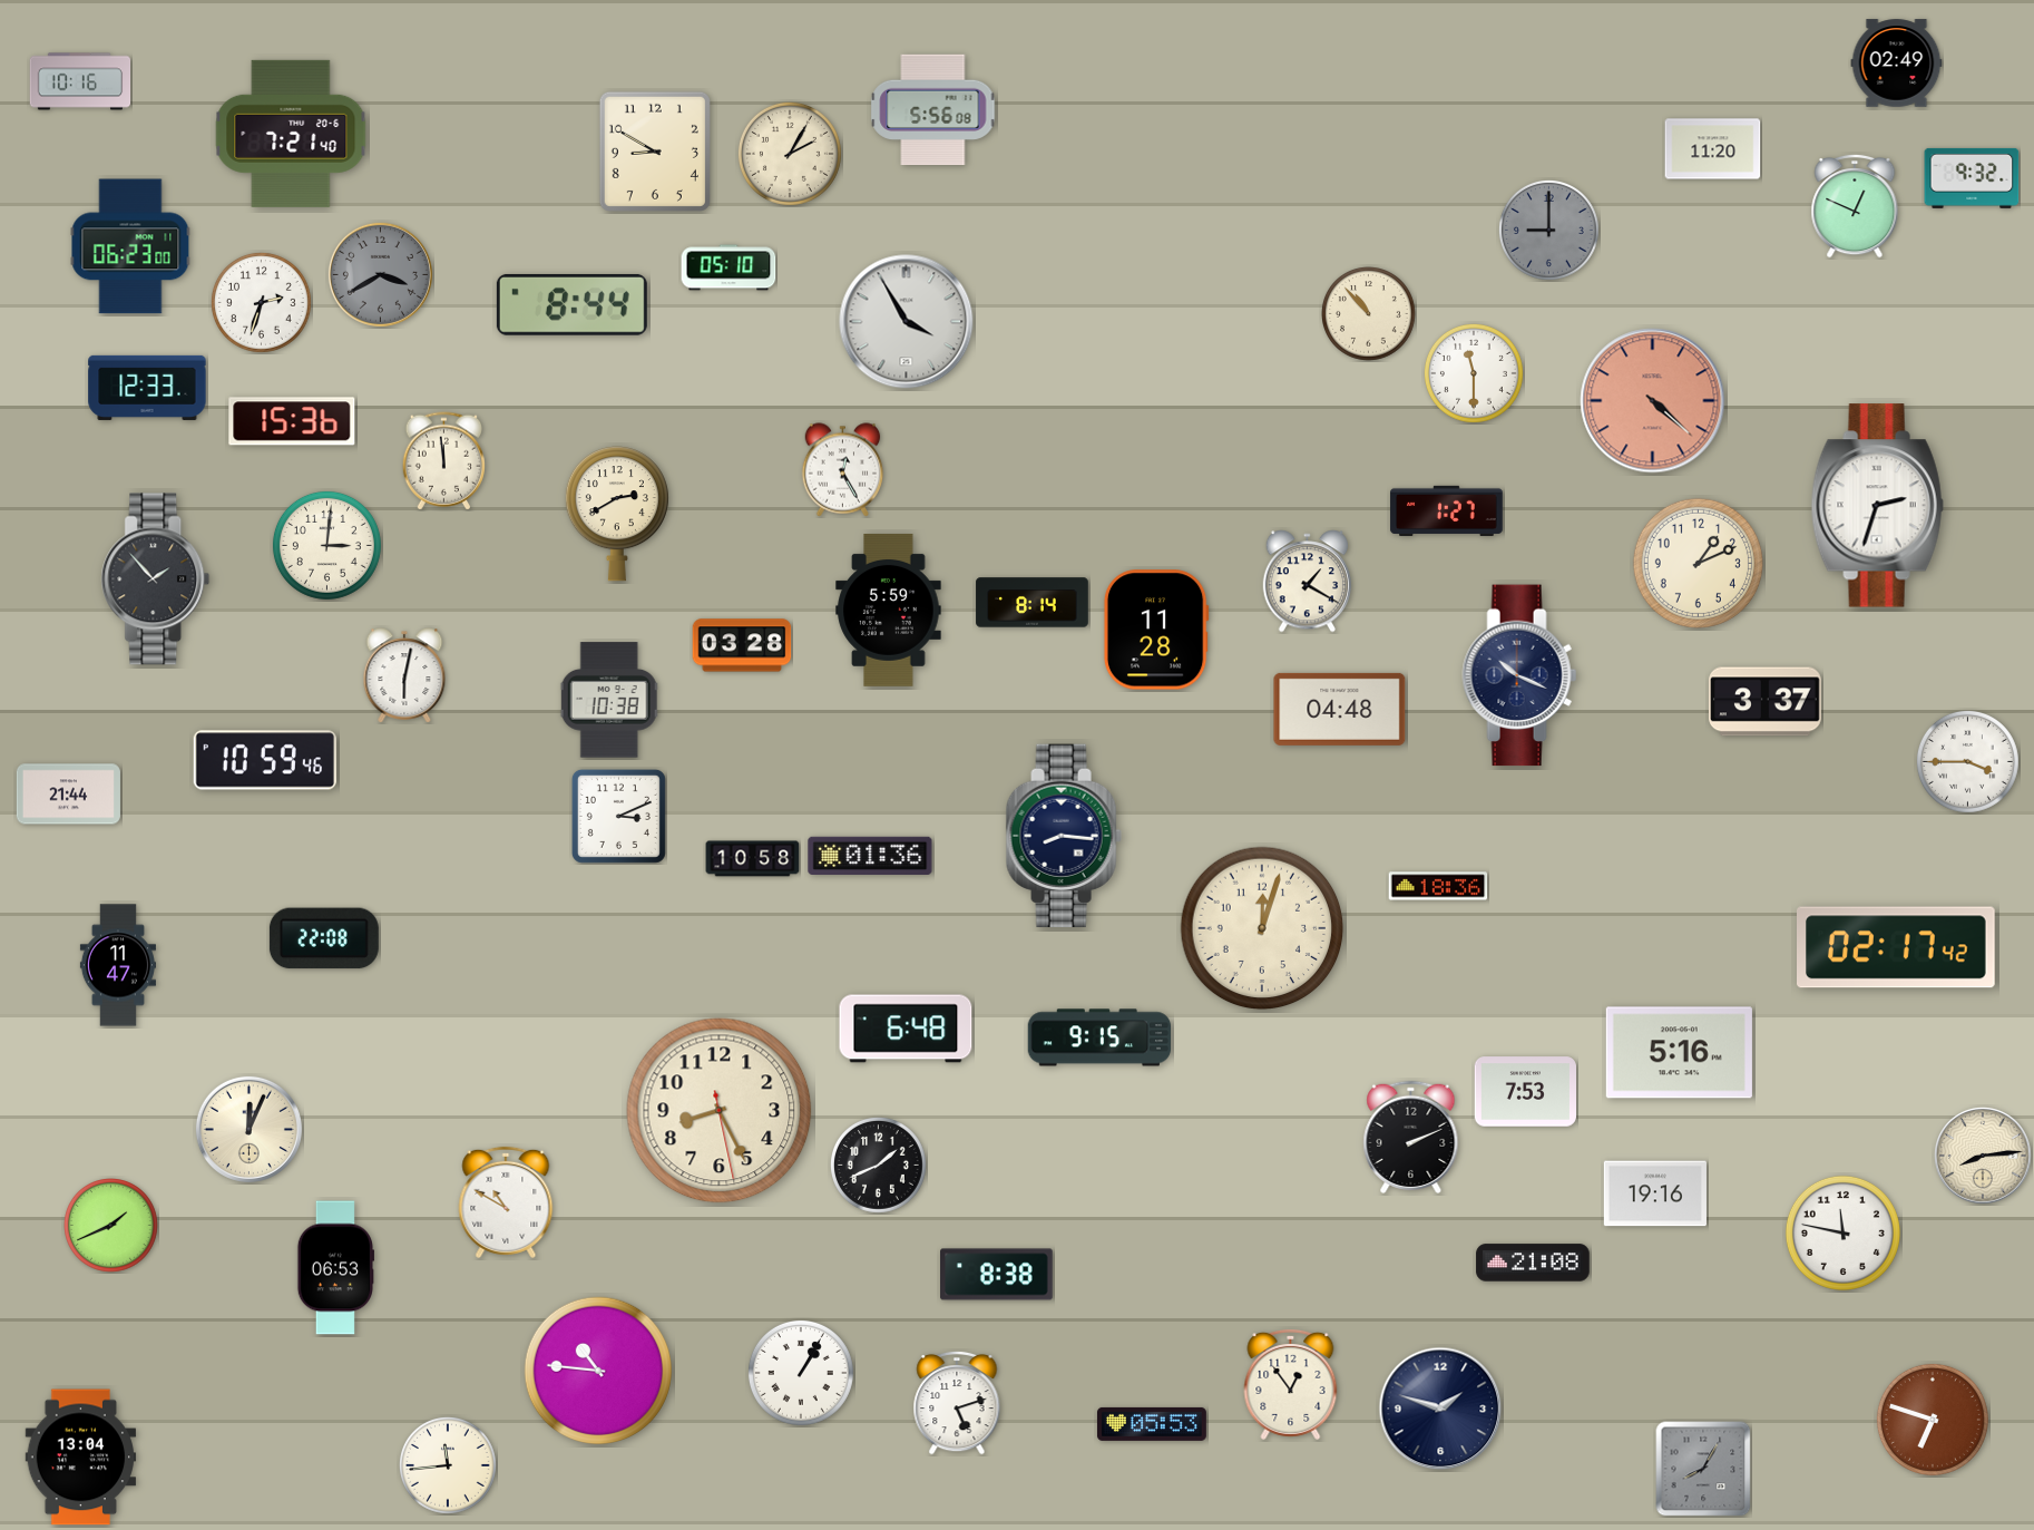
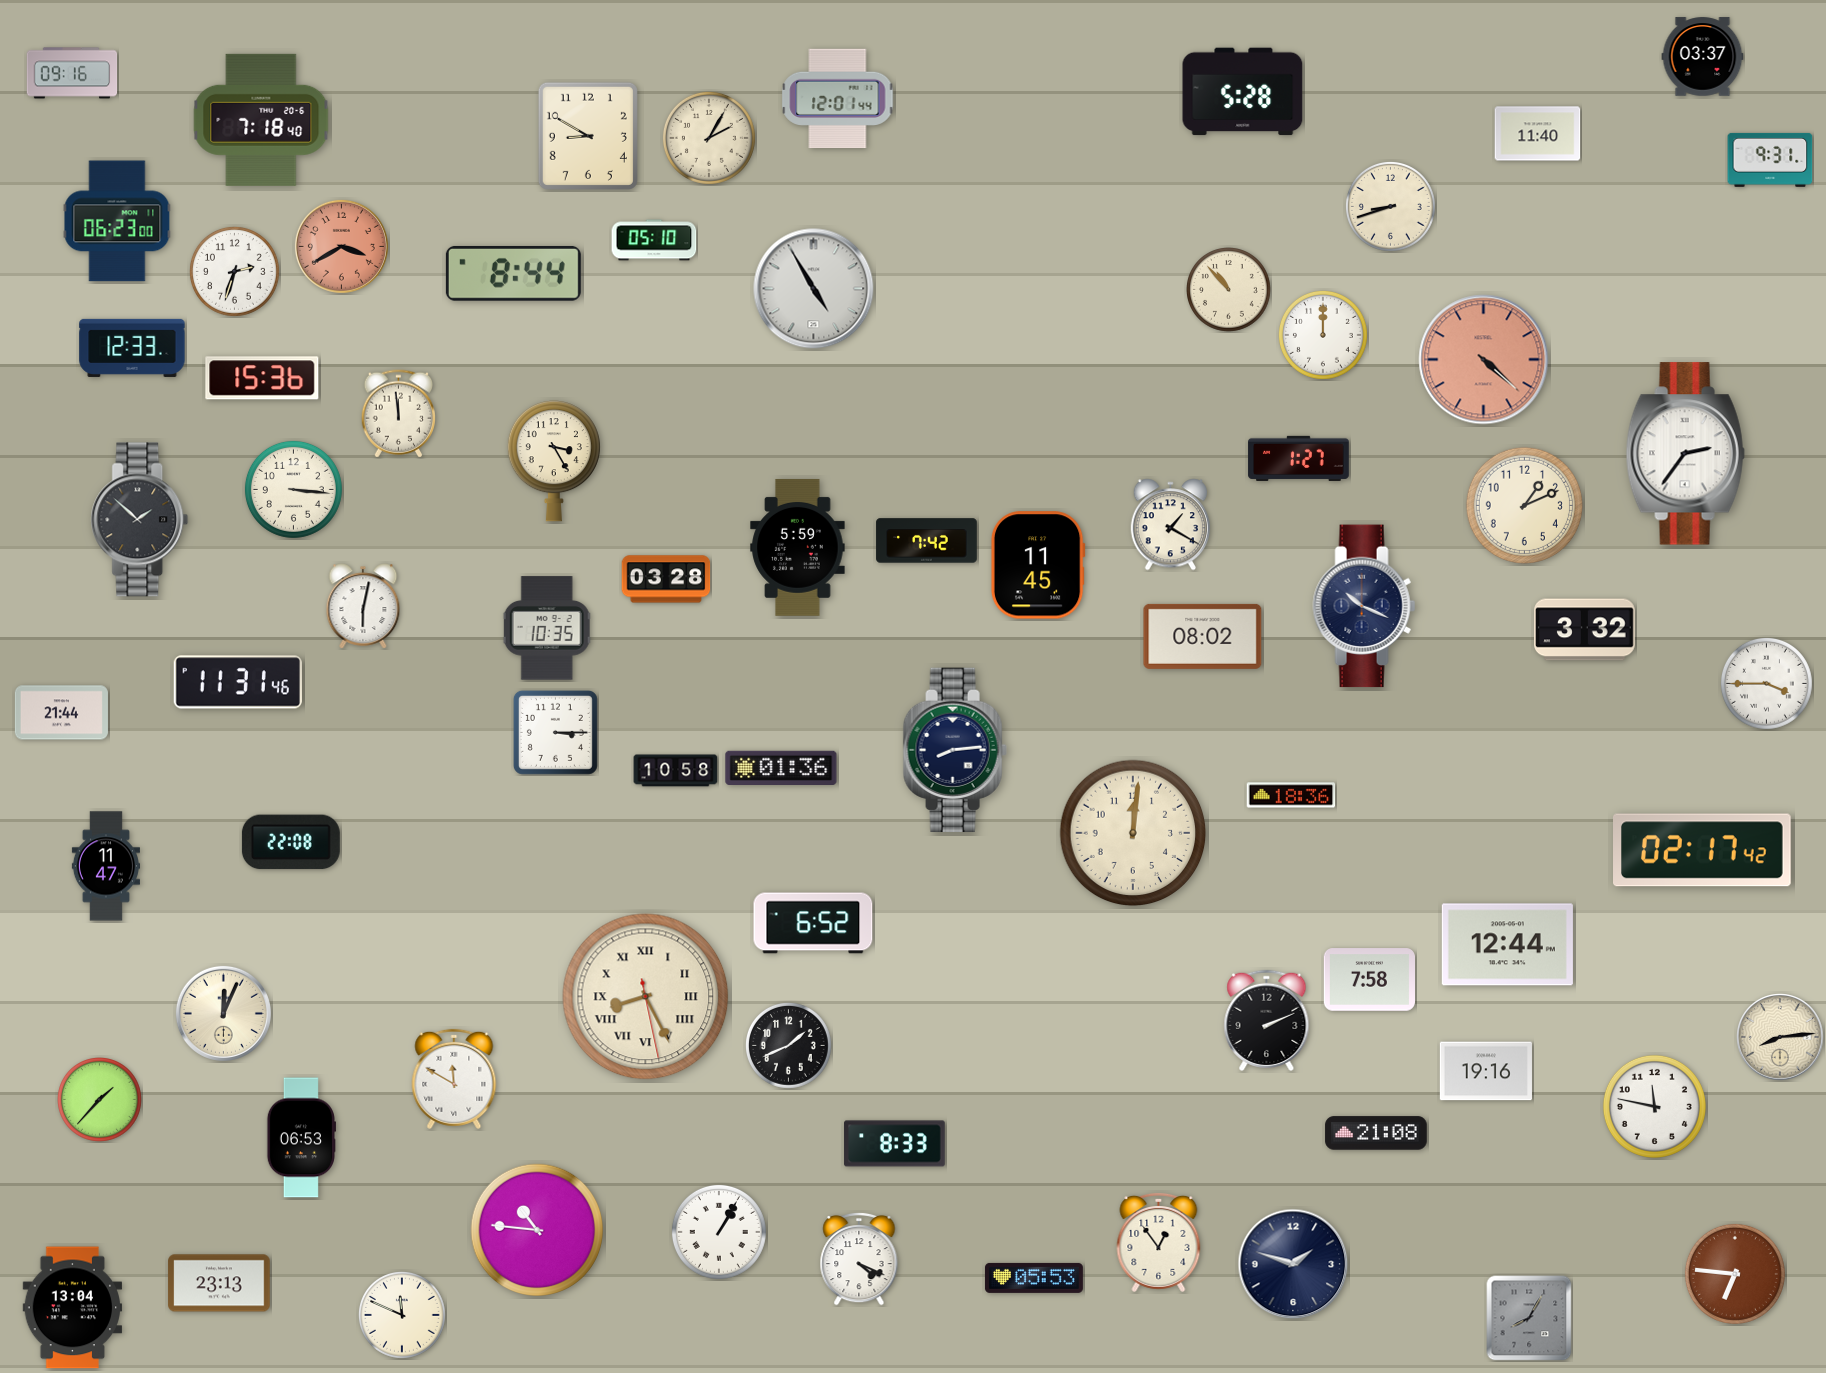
clock at (1897, 64): 02:49 -> 03:37
clock at (80, 81): 10:16 -> 09:16
clock at (1243, 92): none -> 5:28
clock at (933, 110): 5:56 -> 12:01
clock at (291, 134): 7:21 -> 7:18
clock at (1713, 149): 11:20 -> 11:40
clock at (1972, 178): 9:32 -> 9:31
clock at (1855, 206): 12:49 -> none
clock at (1548, 230): 9:00 -> 8:42
clock at (1548, 230) dial: grey -> cream
clock at (380, 274) dial: grey -> salmon
clock at (1369, 314) position: (1369, 314) -> (1229, 290)
clock at (907, 322): 3:55 -> 4:55
clock at (1474, 373): 11:30 -> 12:00
clock at (843, 470): 12:25 -> none
clock at (1877, 506): 2:33 -> 2:36
clock at (617, 514): 2:40 -> 3:25
clock at (326, 545): 3:01 -> 3:16
clock at (156, 579): 1:53 -> 1:52
clock at (1308, 582) position: (1308, 582) -> (1171, 525)
clock at (1033, 603): 8:14 -> 7:42
clock at (1156, 630): 11:28 -> 11:45
clock at (609, 700): 10:38 -> 10:35
clock at (1766, 702): 3:37 -> 3:32
clock at (1340, 709): 04:48 -> 08:02
clock at (264, 760): 10:59 -> 11:31
clock at (618, 816): 3:11 -> 3:15
clock at (1064, 836): 8:16 -> 8:14
clock at (1262, 928): 12:03 -> 12:01
clock at (906, 1029): 6:48 -> 6:52
clock at (1099, 1037): 9:15 -> none
clock at (1679, 1053): 5:16 -> 12:44
clock at (1525, 1092): 7:53 -> 7:58
clock at (720, 1111) numerals: Arabic -> Roman
clock at (506, 1202): 10:50 -> 11:50
clock at (111, 1226): 1:41 -> 1:37
clock at (997, 1275): 8:38 -> 8:33
clock at (957, 1403): 5:12 -> 4:19
clock at (1933, 1420): 6:48 -> 6:46
clock at (219, 1283): none -> 23:13
clock at (449, 1466): 11:44 -> 11:49
